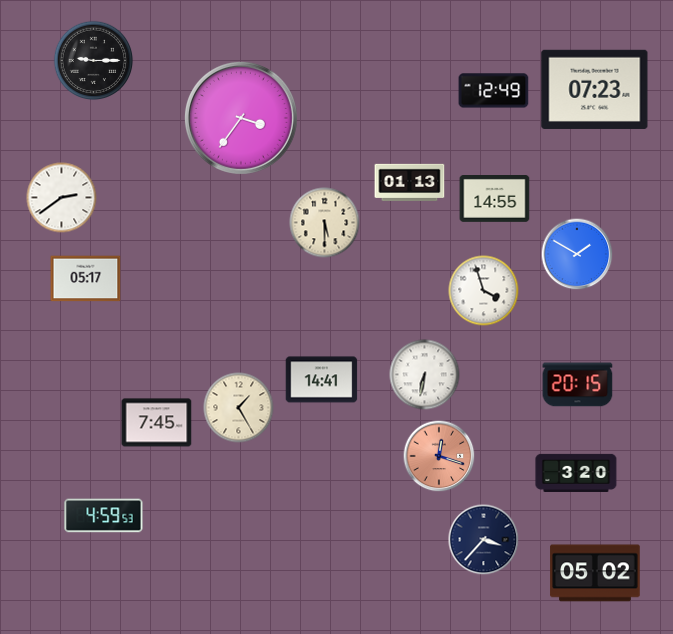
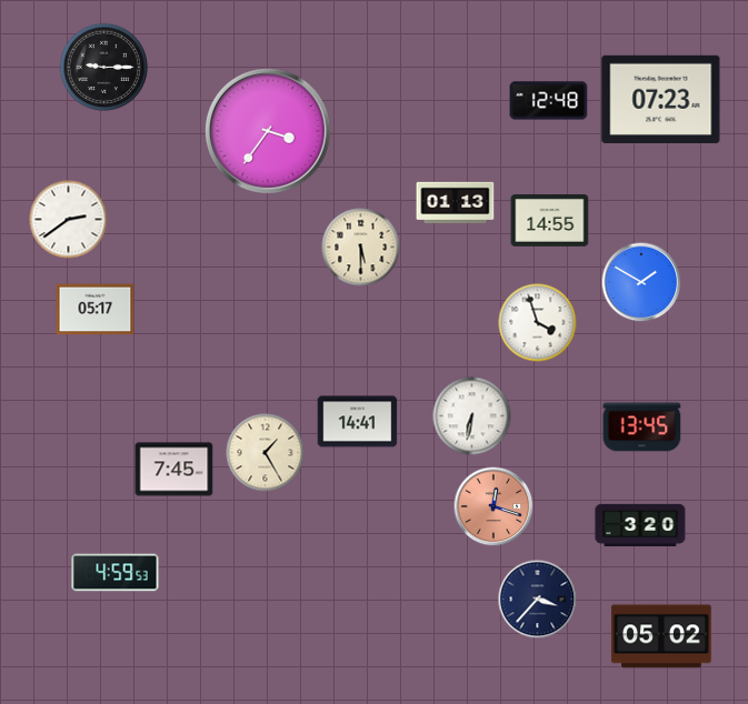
clock at (494, 91): 12:49 -> 12:48
clock at (578, 385): 20:15 -> 13:45
clock at (439, 456) position: (439, 456) -> (493, 506)
